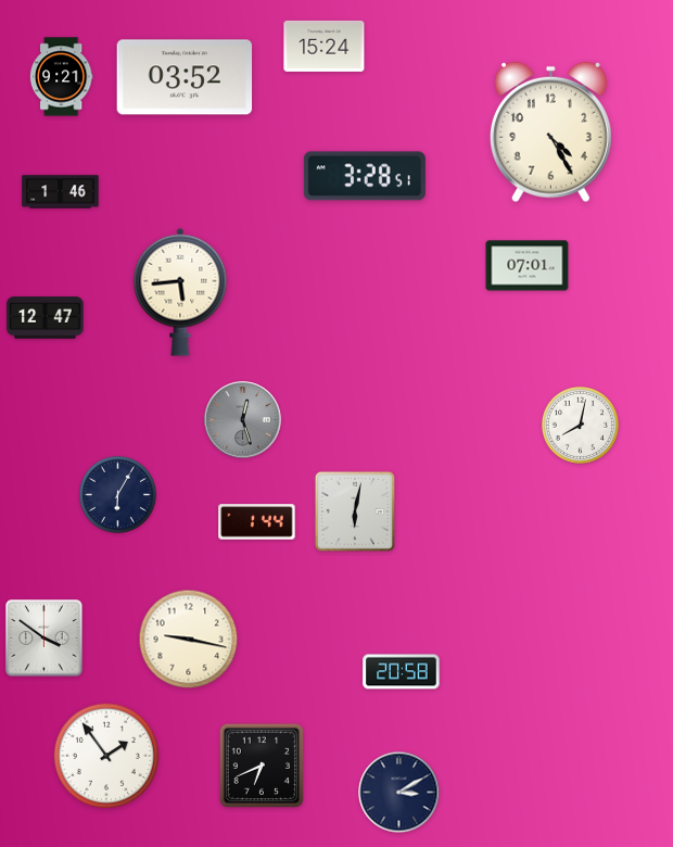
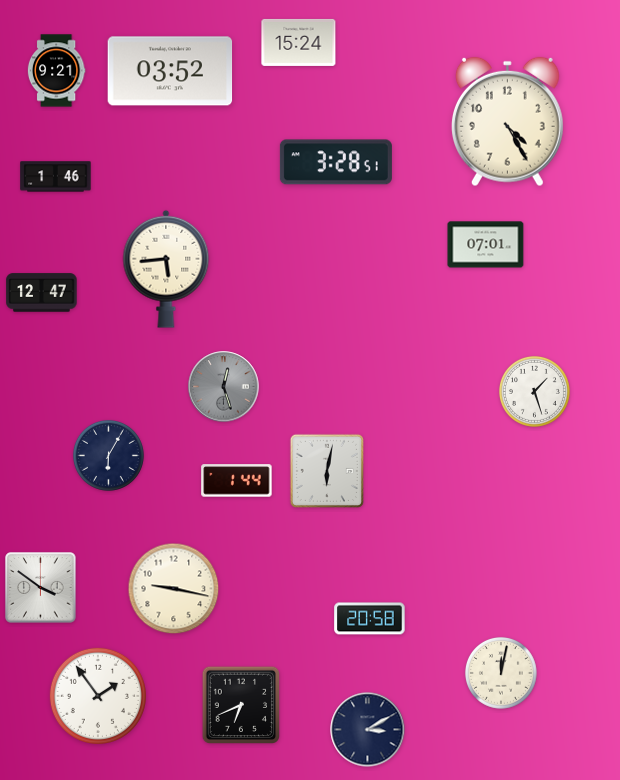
clock at (580, 425): 8:02 -> 1:27
clock at (501, 673): none -> 12:02
